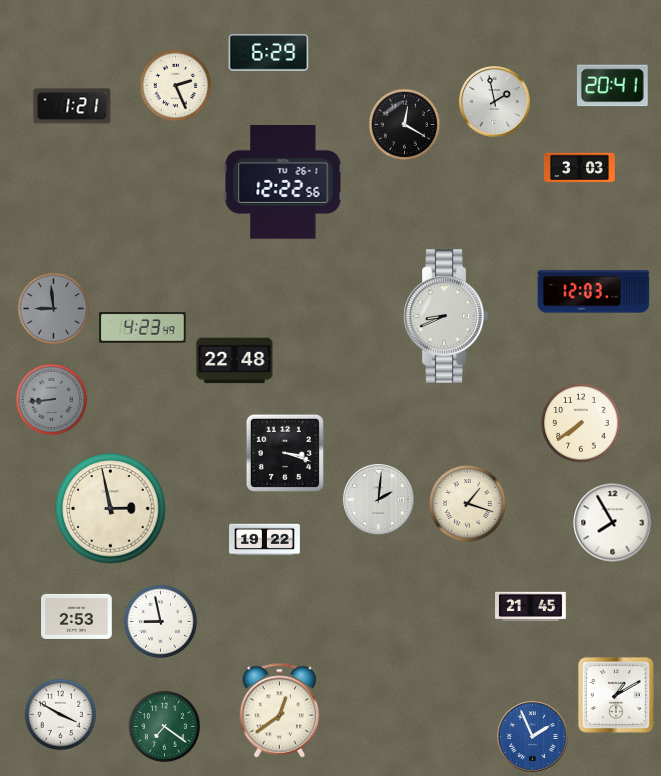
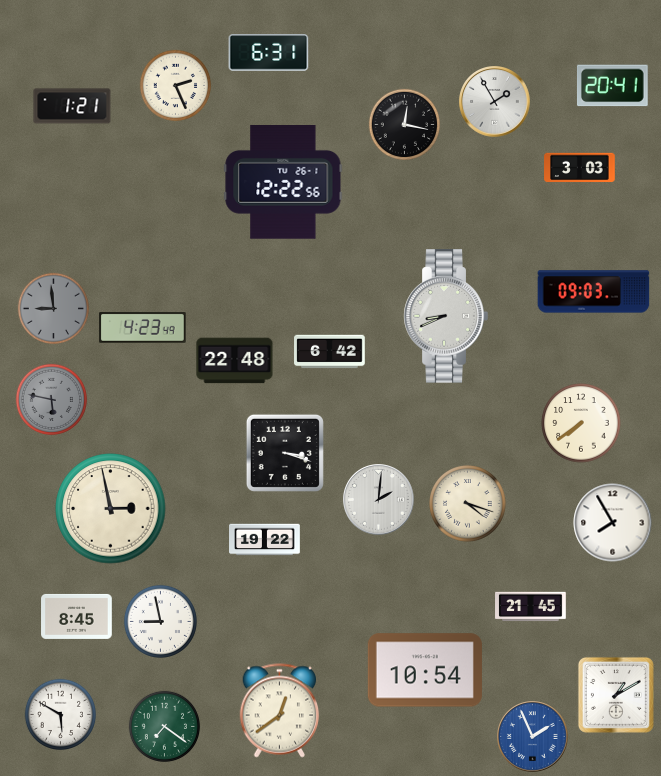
clock at (269, 53): 6:29 -> 6:31
clock at (495, 102): 1:58 -> 1:55
clock at (405, 125): 12:20 -> 12:17
clock at (594, 292): 12:03 -> 09:03
clock at (330, 352): none -> 6:42
clock at (52, 400): 8:44 -> 5:47
clock at (468, 504): 1:18 -> 4:18
clock at (77, 616): 2:53 -> 8:45
clock at (425, 670): none -> 10:54
clock at (61, 715): 3:50 -> 5:50
